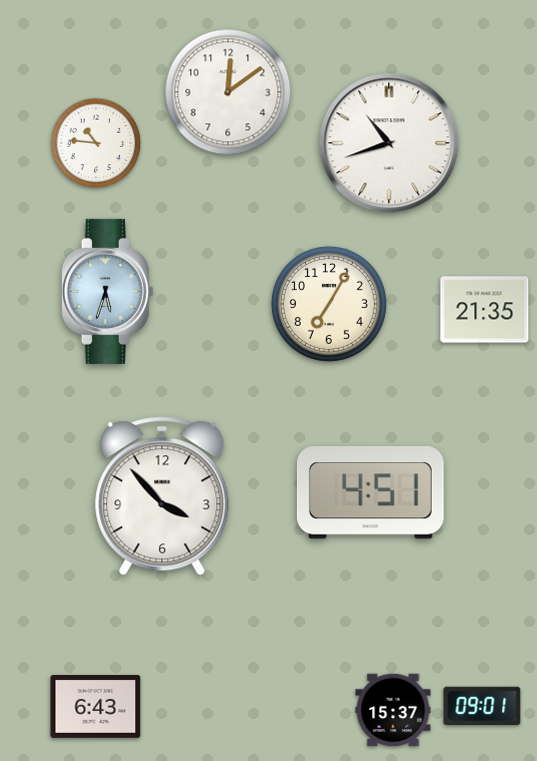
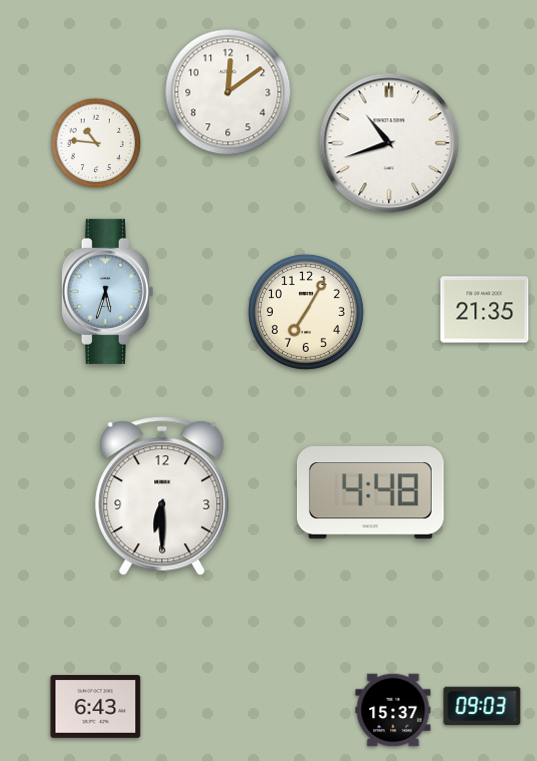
clock at (329, 304) position: (329, 304) -> (306, 312)
clock at (370, 493): 4:51 -> 4:48
clock at (162, 496): 3:53 -> 6:30
clock at (482, 706): 09:01 -> 09:03
